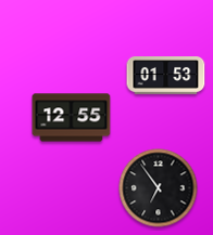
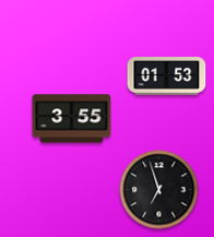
clock at (72, 118): 12:55 -> 3:55
clock at (159, 188): 6:54 -> 6:57
